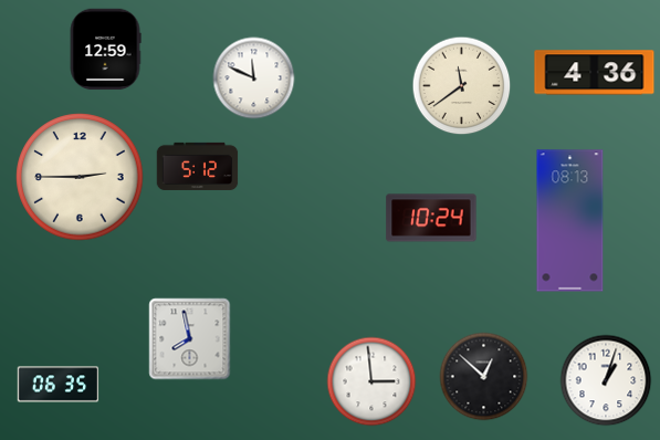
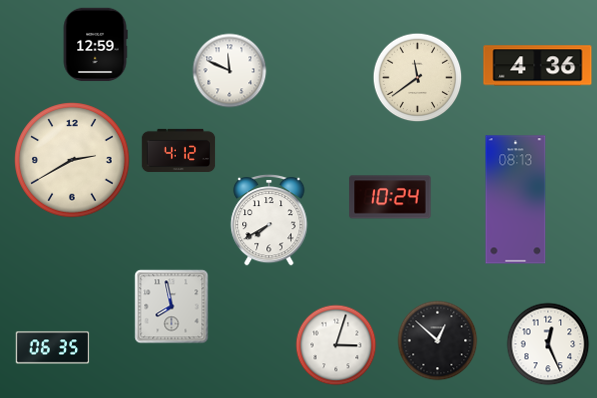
clock at (198, 166): 5:12 -> 4:12
clock at (80, 177): 2:45 -> 2:40
clock at (269, 220): none -> 7:40
clock at (606, 380): 1:03 -> 12:26
clock at (371, 381): 2:59 -> 3:03
